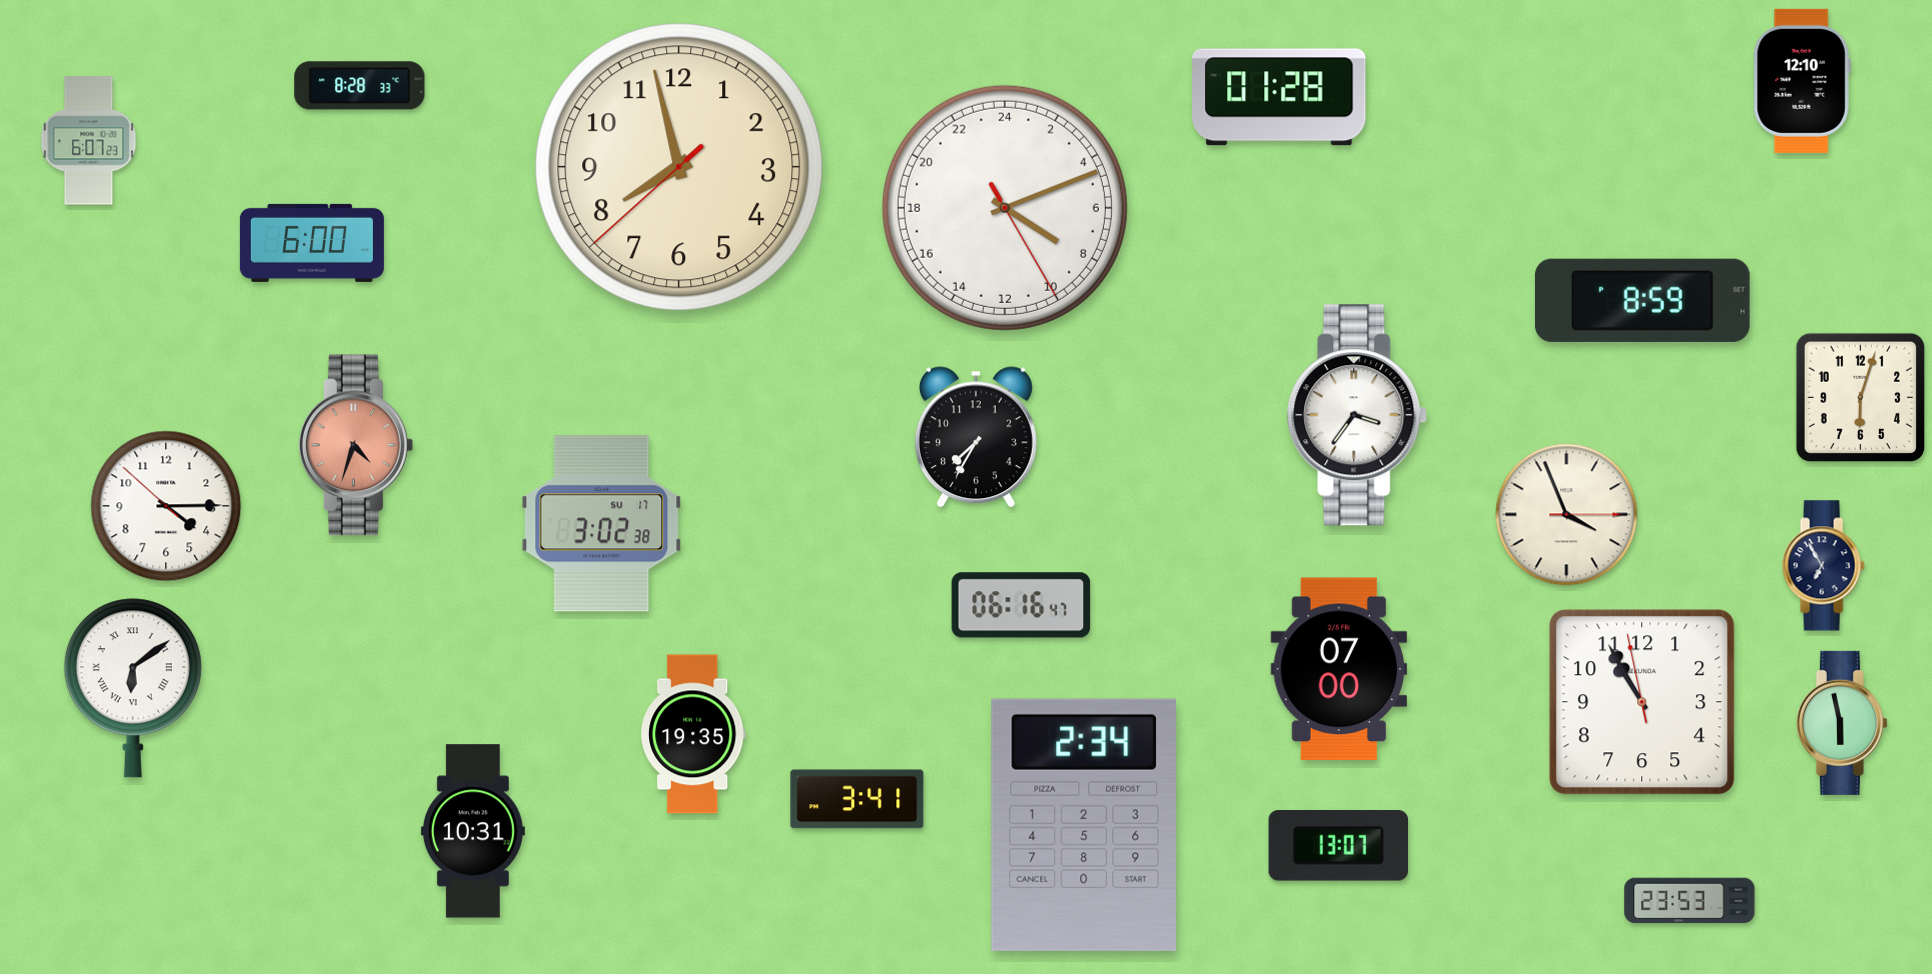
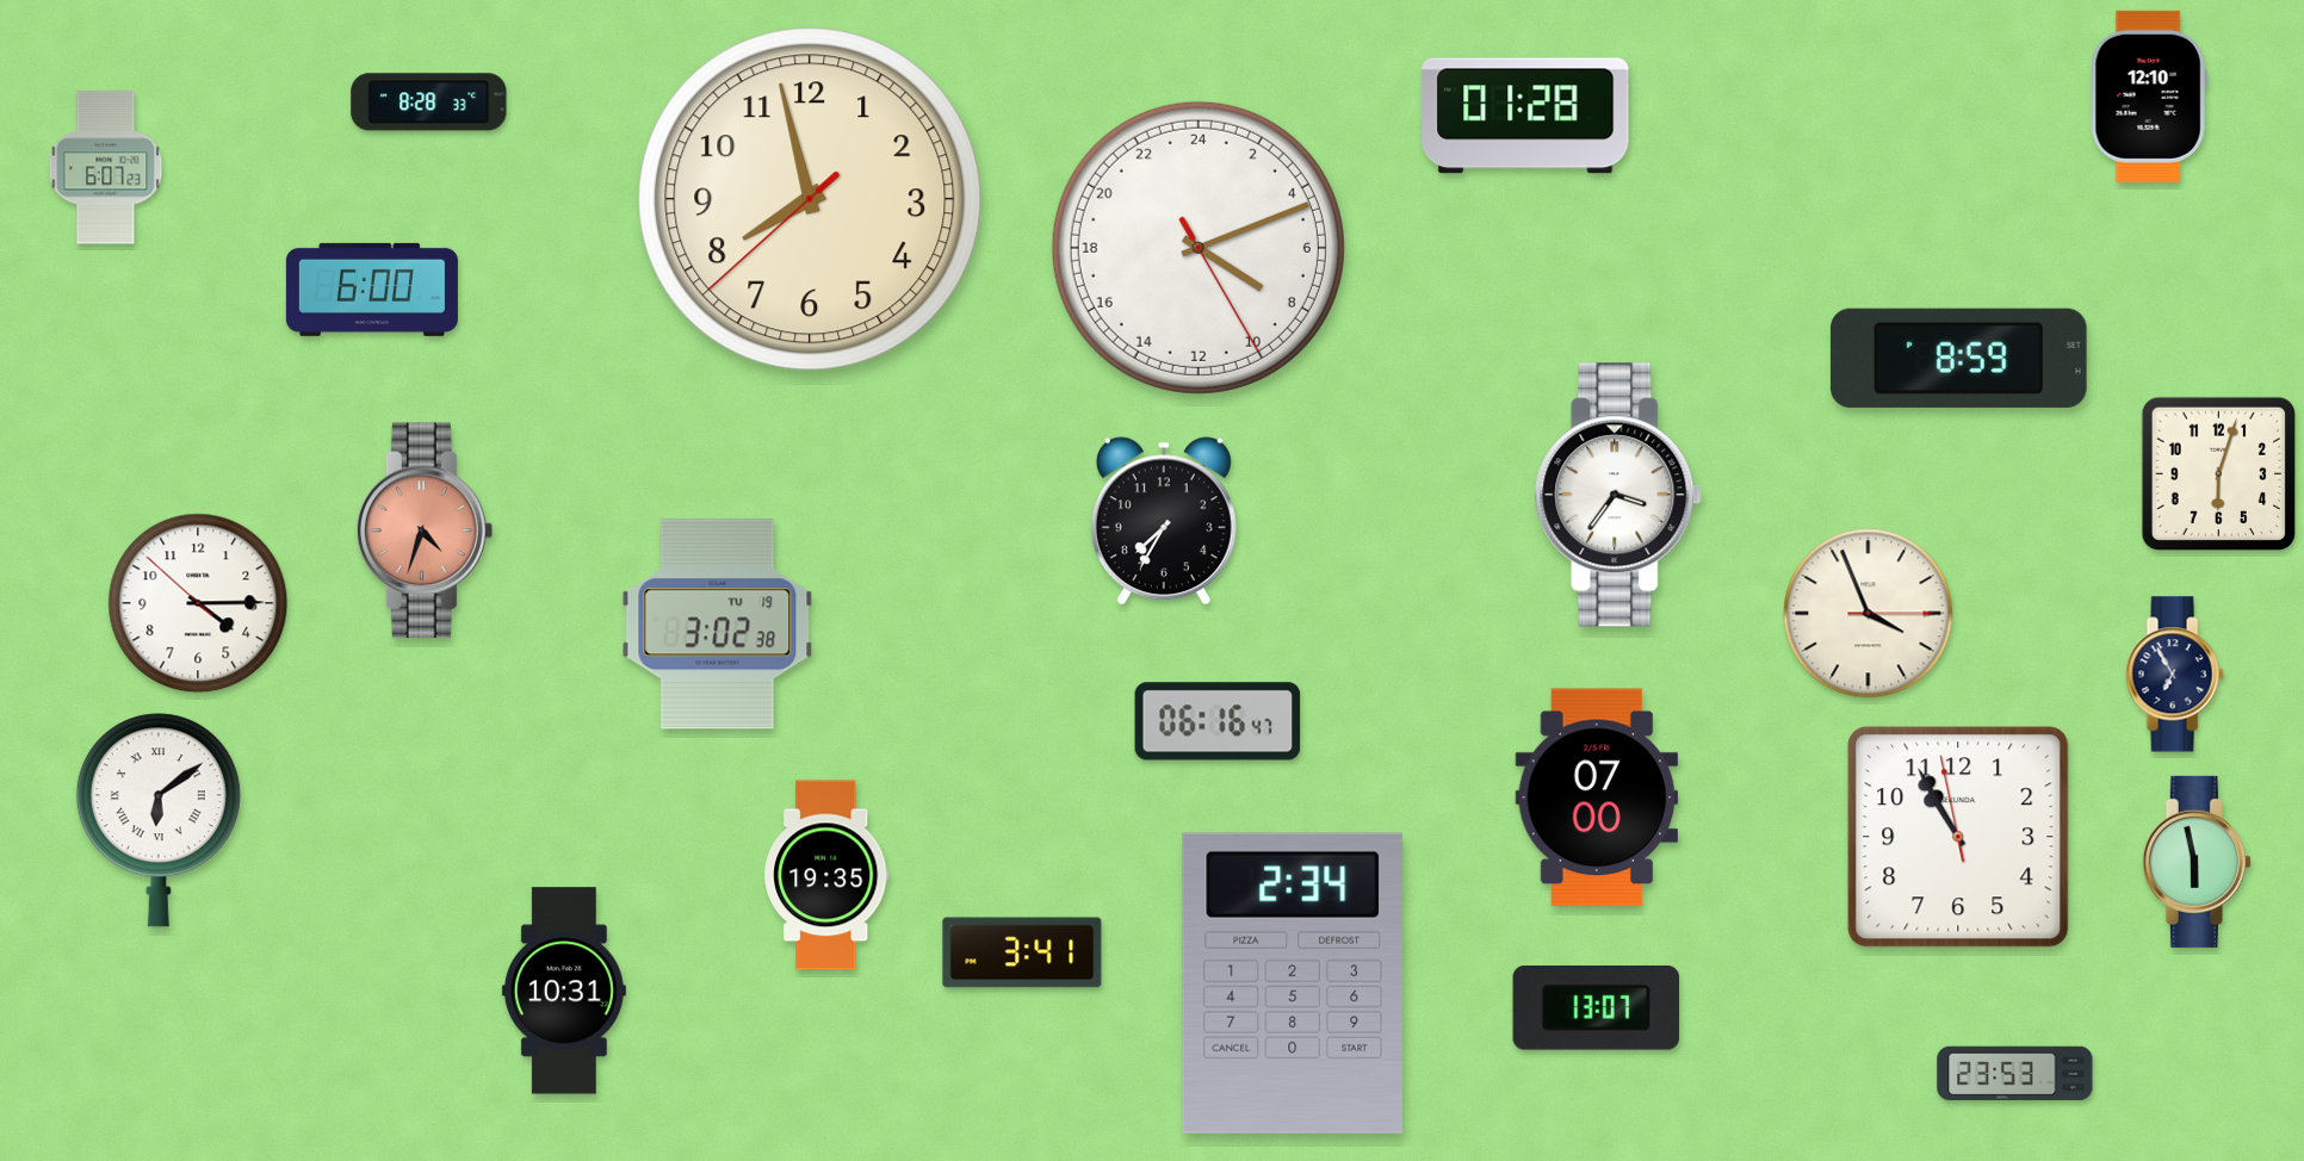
clock at (602, 524) date: SU 17 -> TU 19
